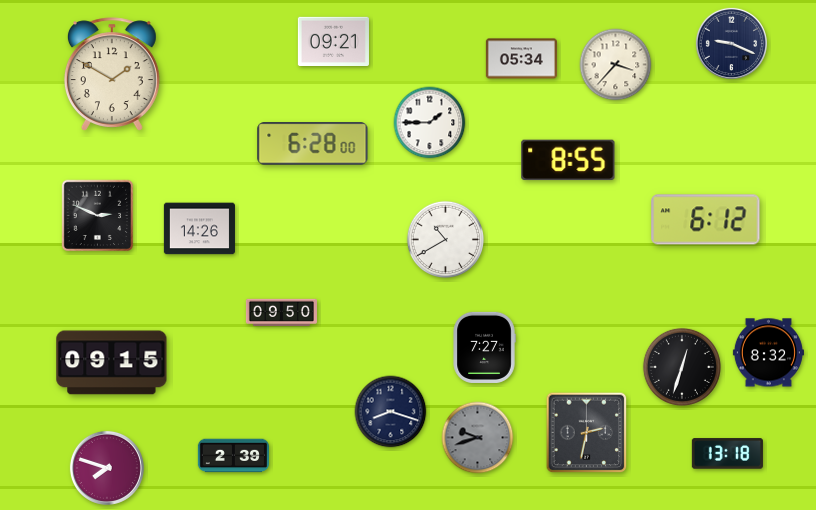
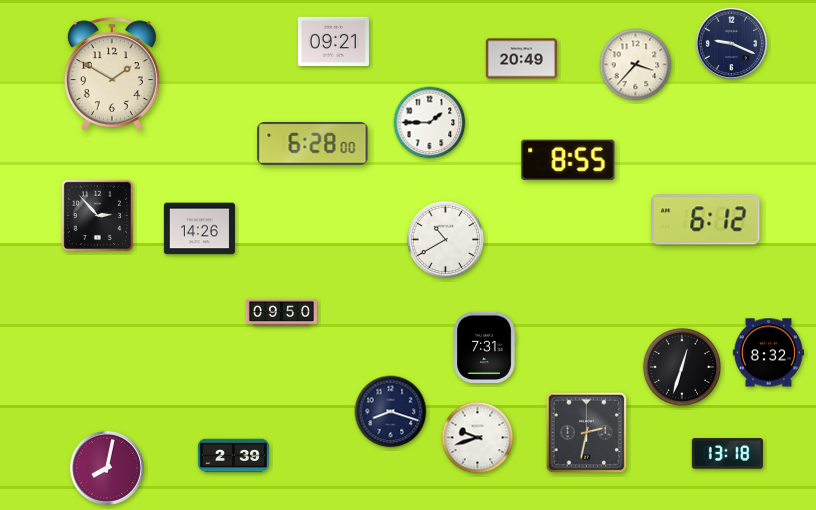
clock at (521, 59): 05:34 -> 20:49
clock at (616, 65) position: (616, 65) -> (636, 65)
clock at (98, 216): 2:49 -> 2:53
clock at (484, 347): 7:27 -> 7:31
clock at (112, 363): 09:15 -> none
clock at (478, 438) dial: grey -> white
clock at (107, 468): 7:48 -> 8:02
